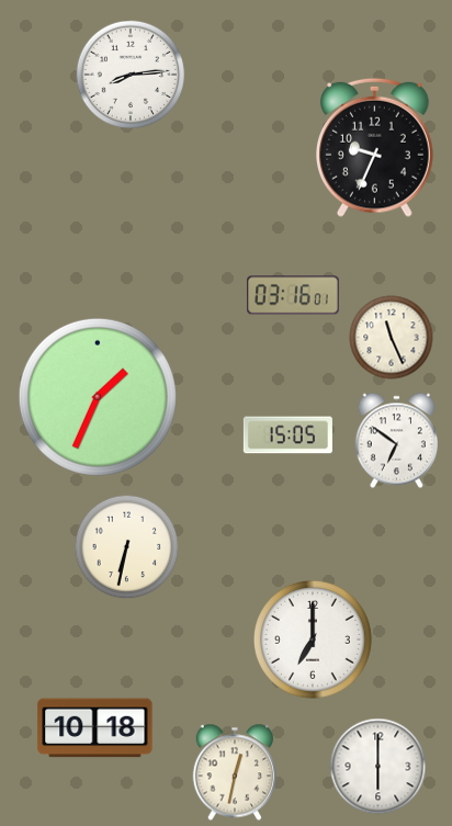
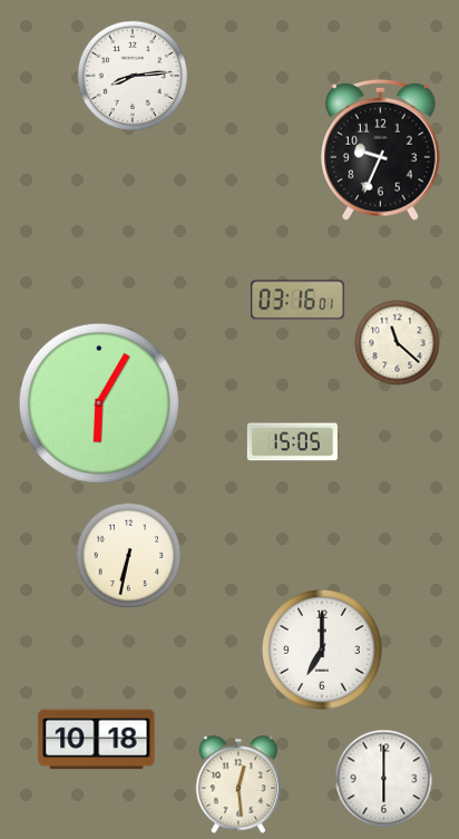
clock at (392, 338): 11:26 -> 11:22
clock at (98, 397): 1:34 -> 6:05
clock at (396, 441): 6:51 -> none
clock at (313, 640) position: (313, 640) -> (322, 650)
clock at (234, 772): 12:32 -> 12:29
